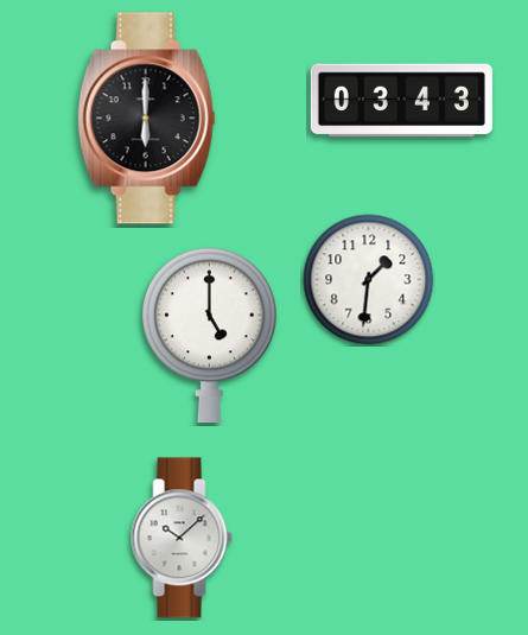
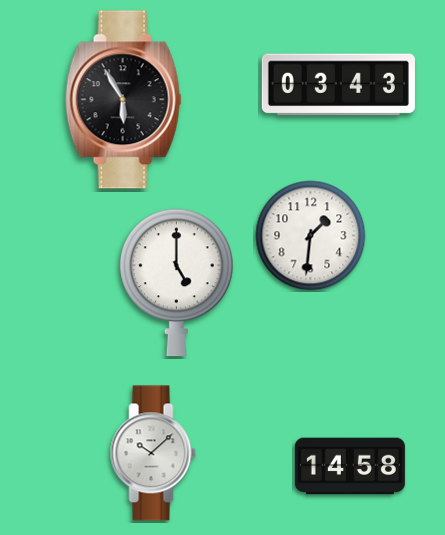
clock at (146, 119): 6:00 -> 5:55
clock at (350, 466): none -> 14:58
